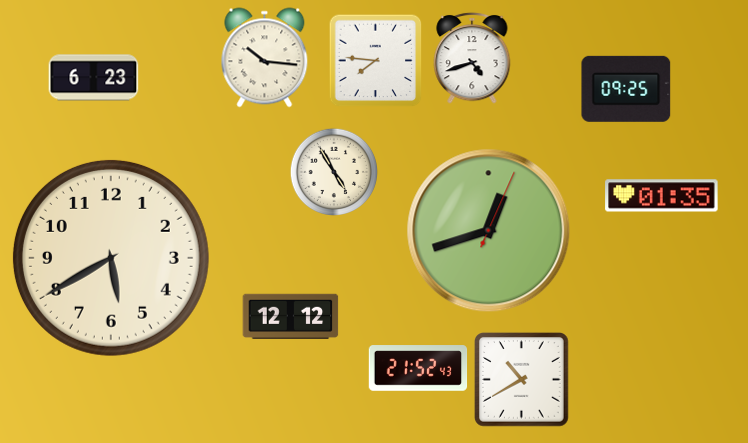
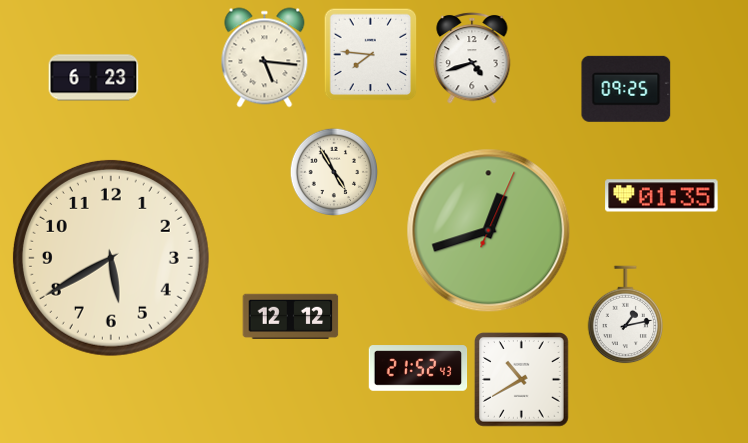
clock at (265, 58): 10:16 -> 5:16
clock at (375, 60) position: (375, 60) -> (370, 54)
clock at (626, 315): none -> 1:13
